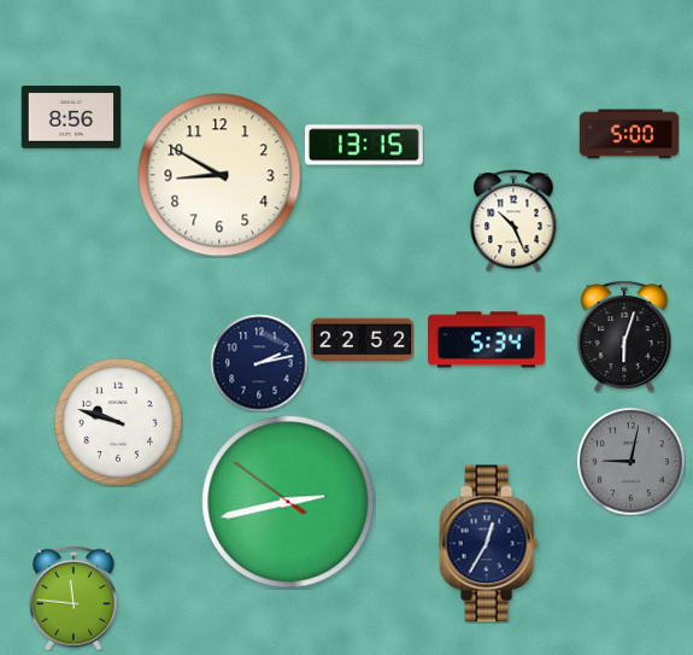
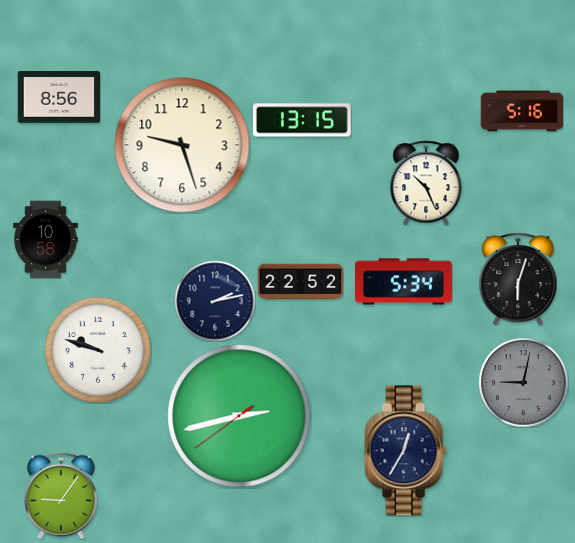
clock at (629, 134): 5:00 -> 5:16
clock at (219, 175): 8:50 -> 9:27
clock at (46, 239): none -> 10:58
clock at (288, 502): 2:42:51 -> 2:42:39
clock at (74, 598): 11:46 -> 9:06
